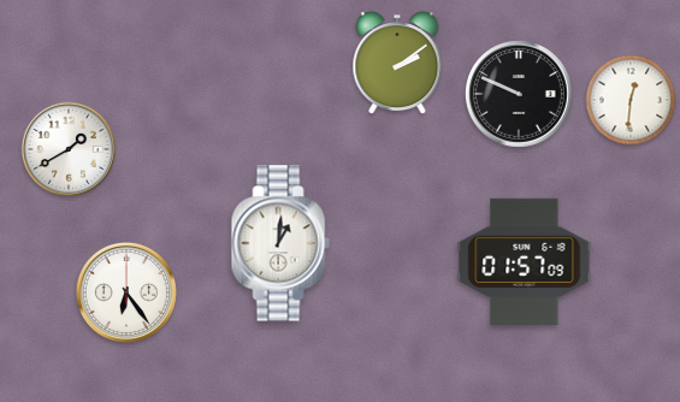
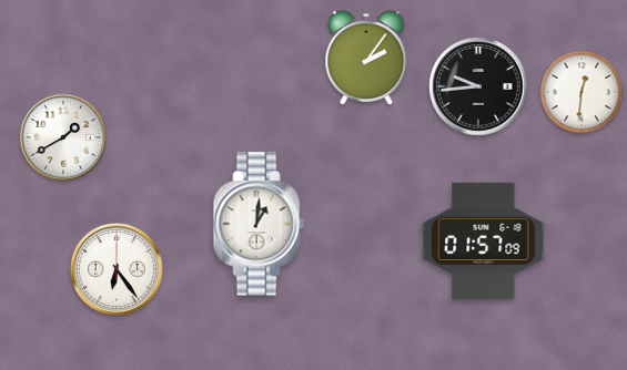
clock at (397, 64): 2:09 -> 2:06
clock at (520, 95): 9:49 -> 9:44
